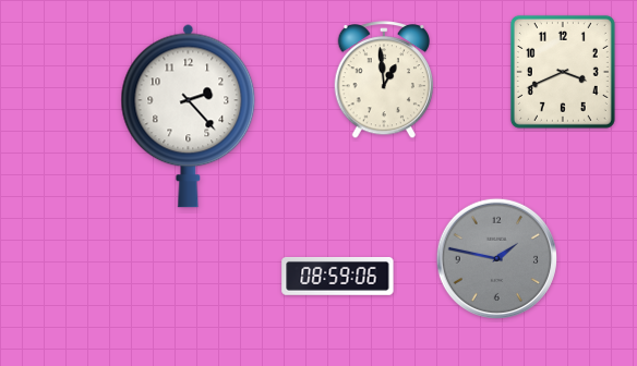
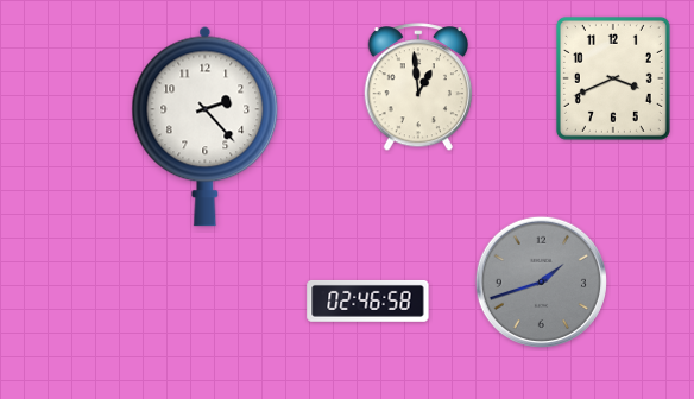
clock at (496, 258): 1:47 -> 1:42
clock at (338, 276): 08:59 -> 02:46
